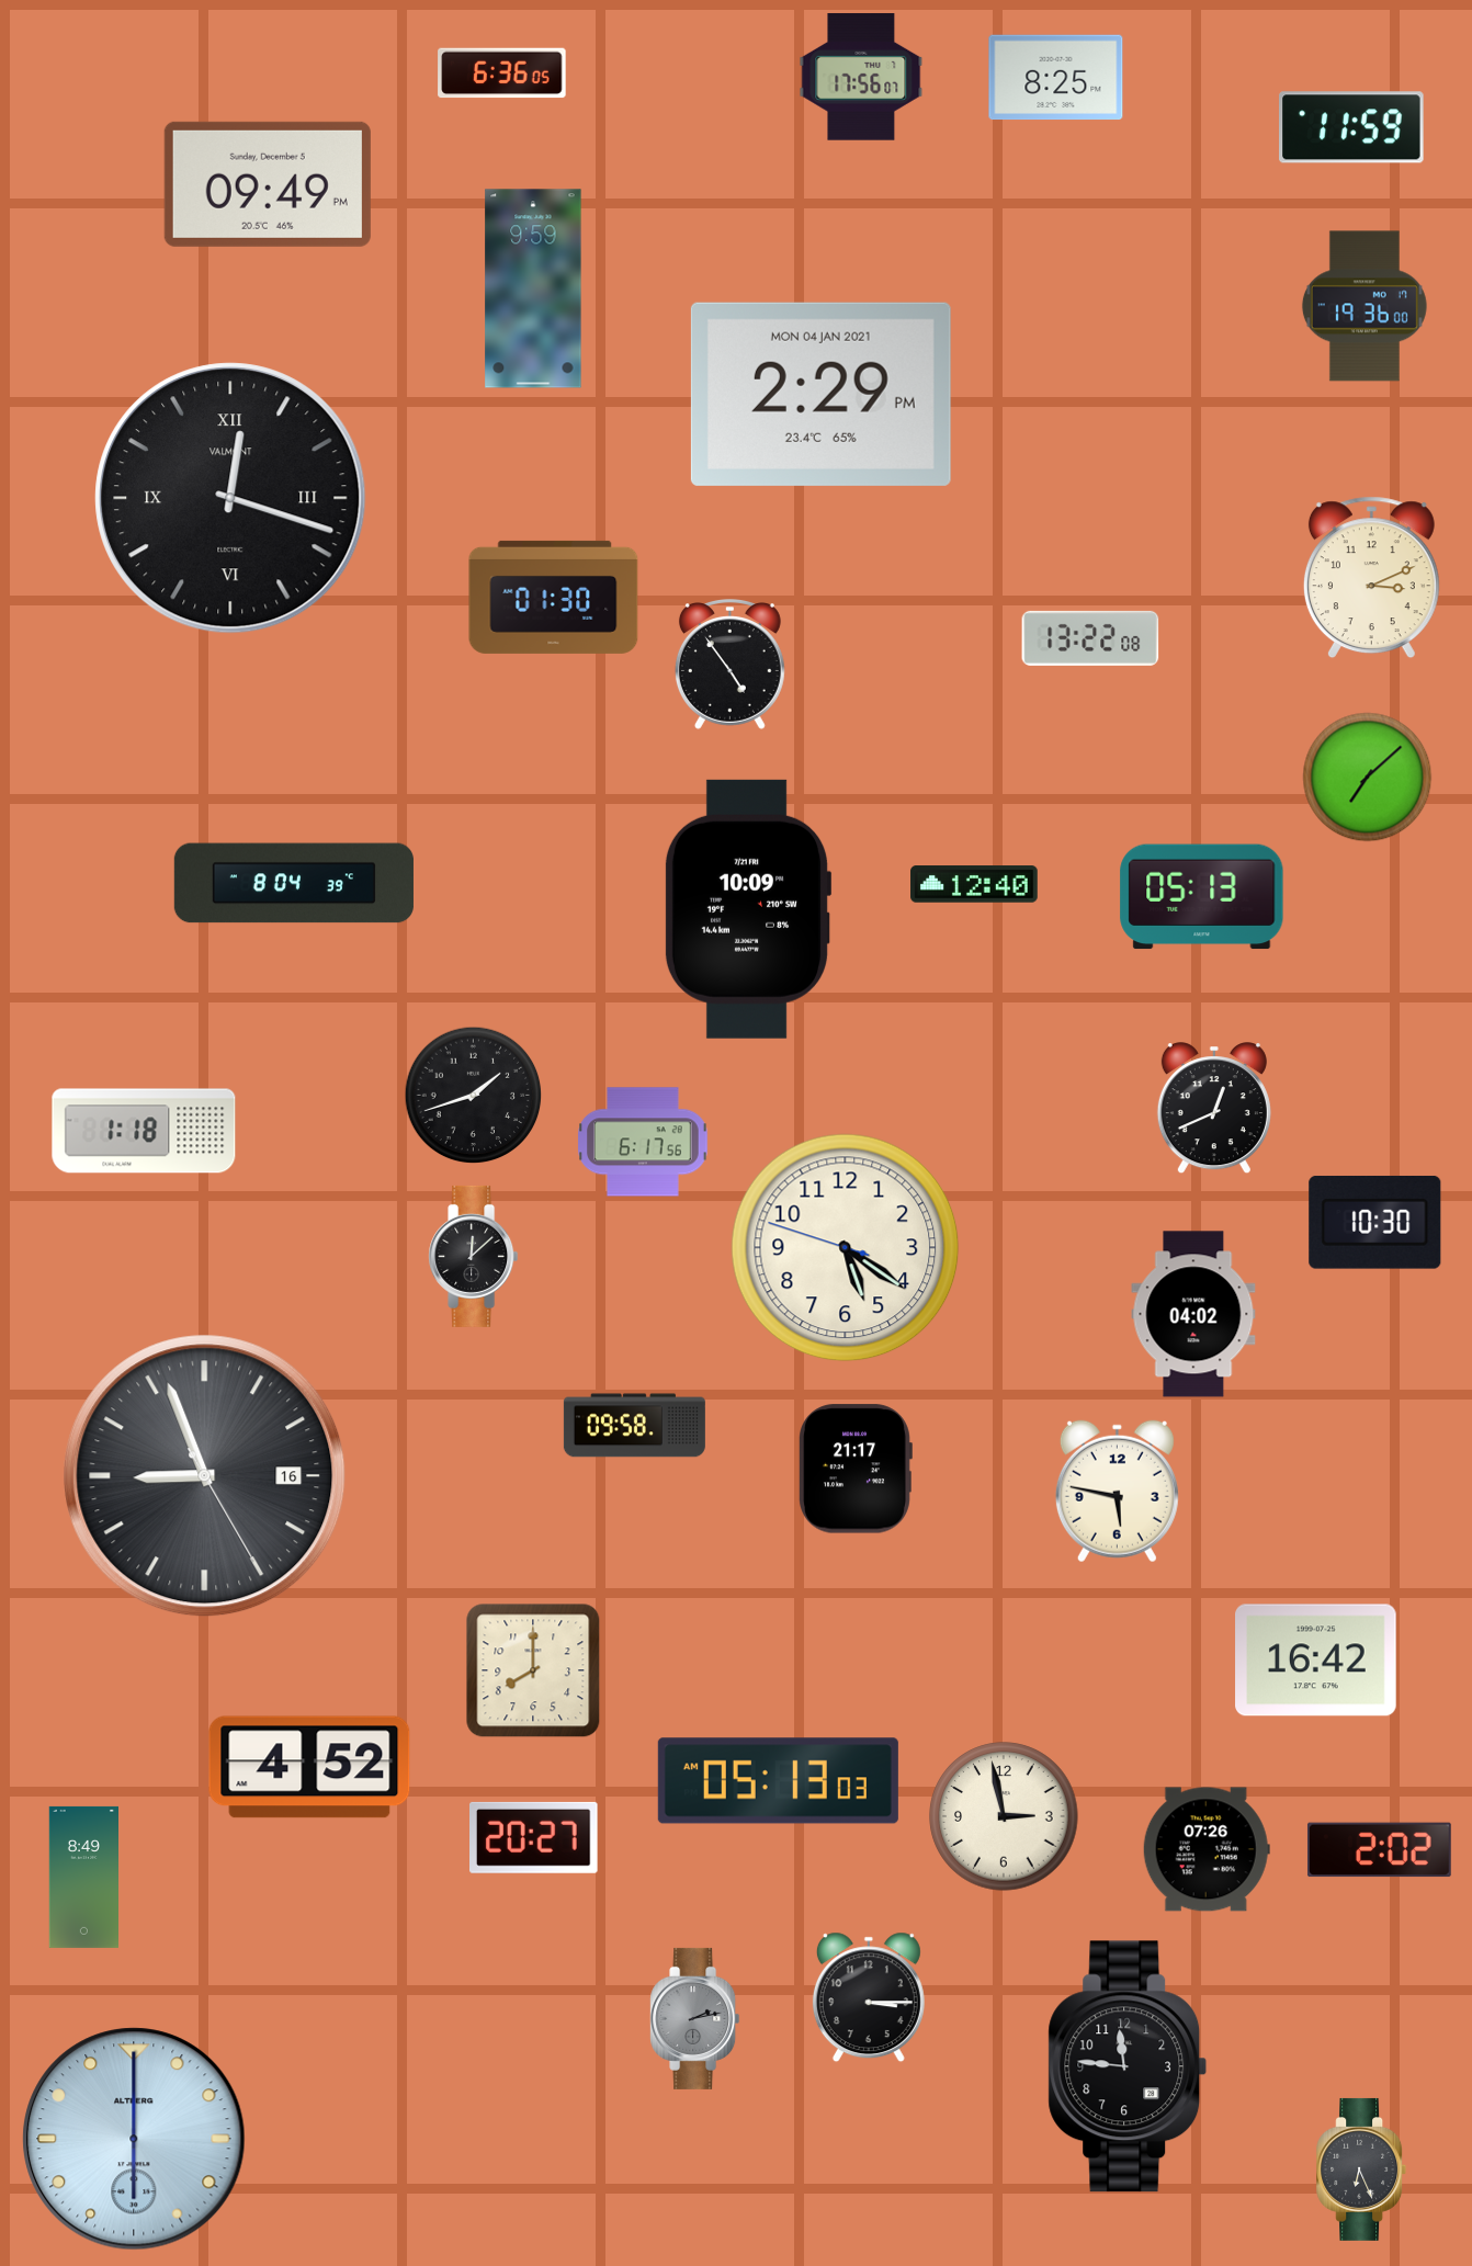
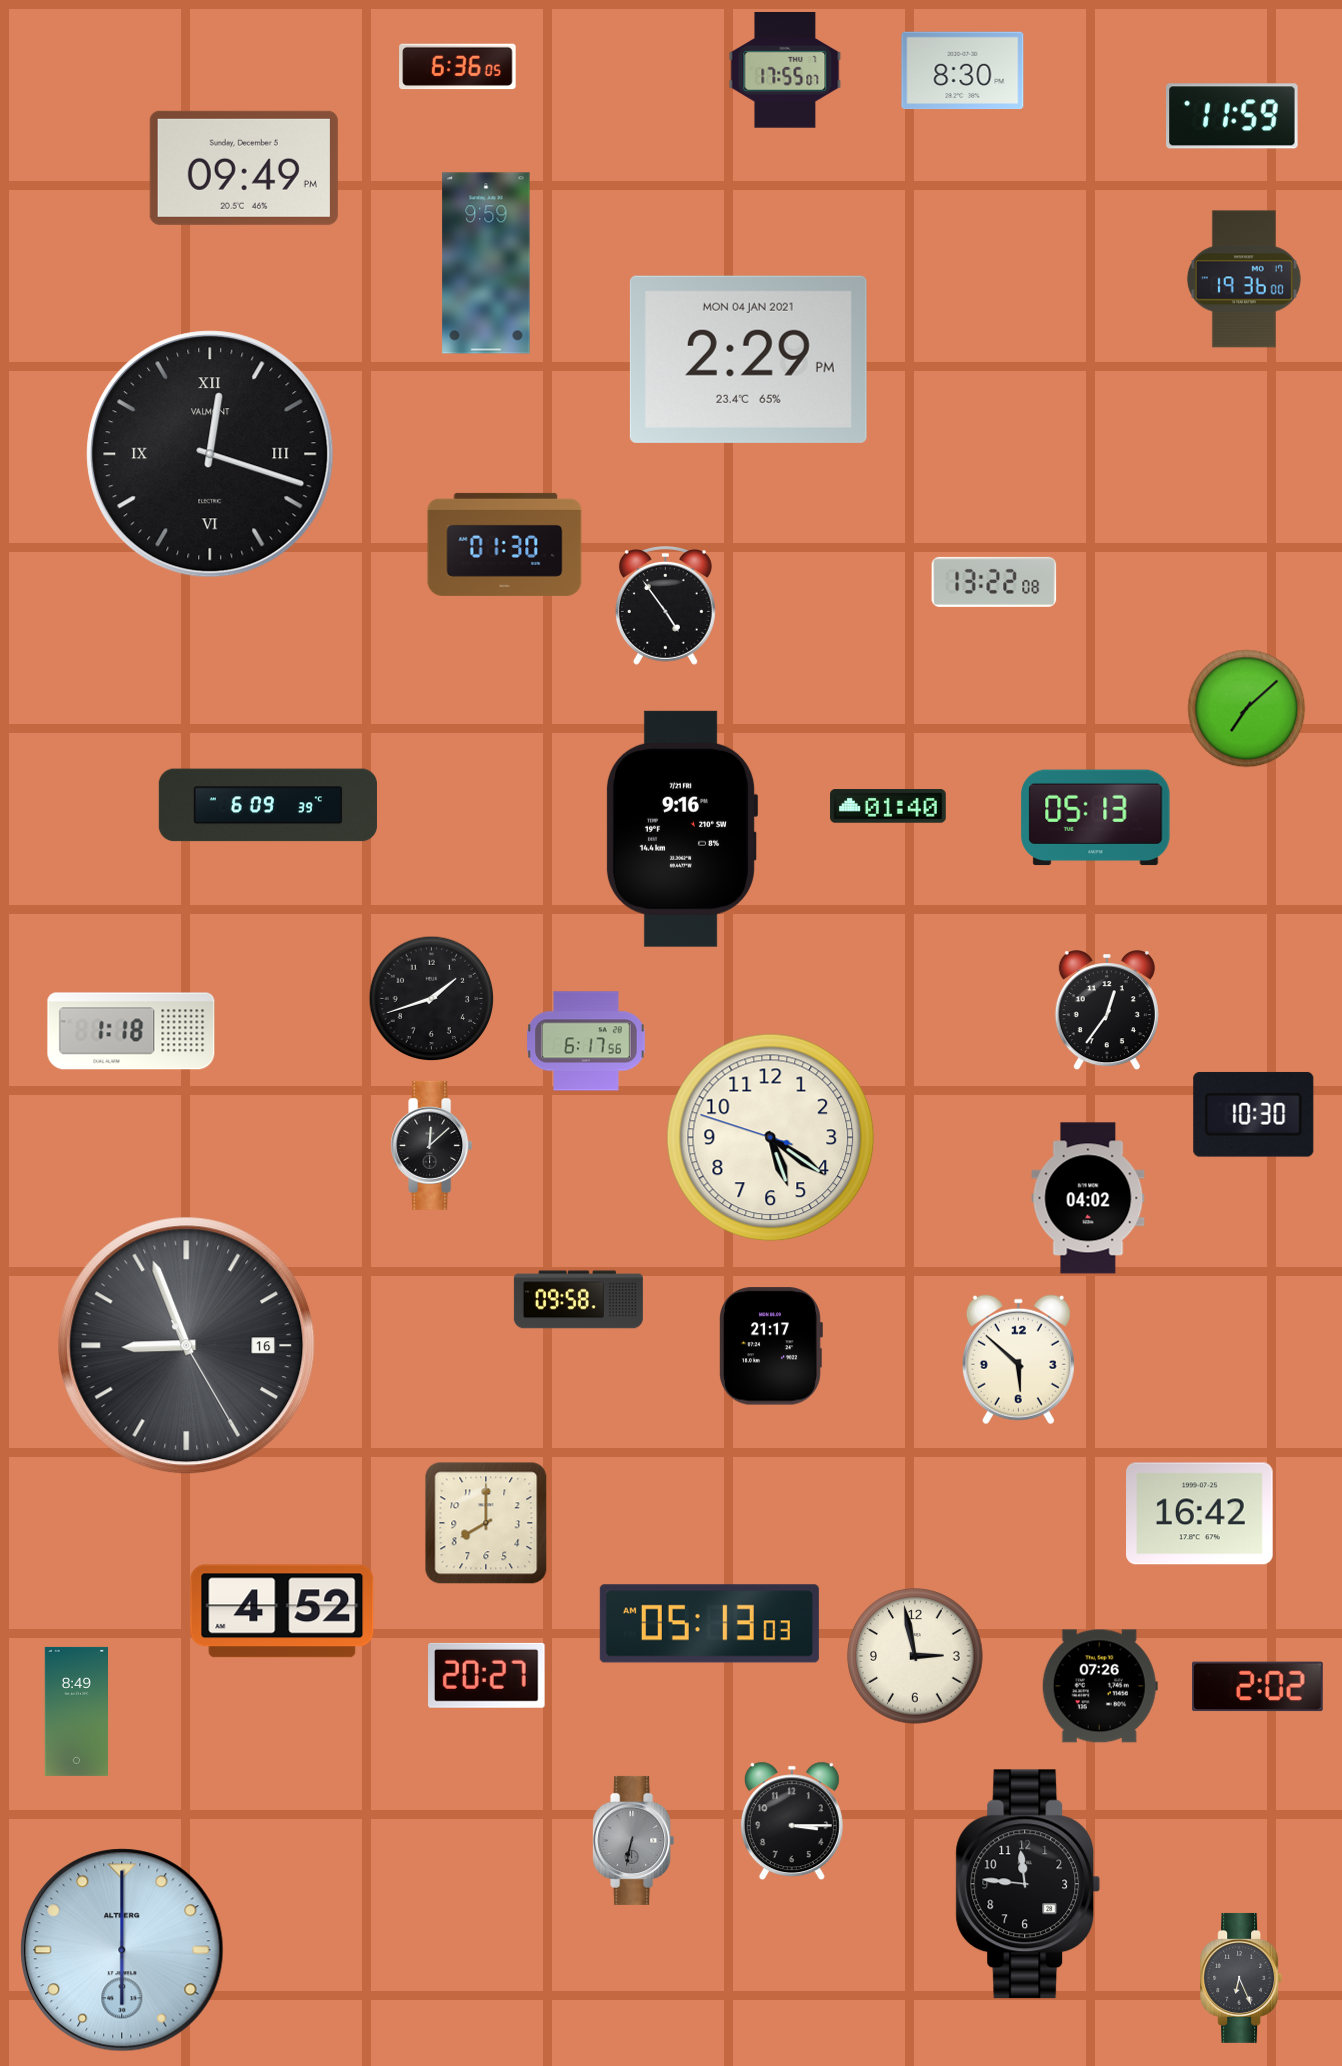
clock at (861, 77): 17:56 -> 17:55
clock at (1056, 78): 8:25 -> 8:30
clock at (1371, 578): 3:11 -> none
clock at (294, 883): 8:04 -> 6:09
clock at (974, 884): 12:40 -> 01:40
clock at (748, 909): 10:09 -> 9:16
clock at (1214, 1109): 12:41 -> 12:36
clock at (856, 1469) position: (856, 1469) -> (771, 1346)
clock at (1117, 1492): 5:47 -> 5:52
clock at (695, 2018): 2:13 -> 6:32
